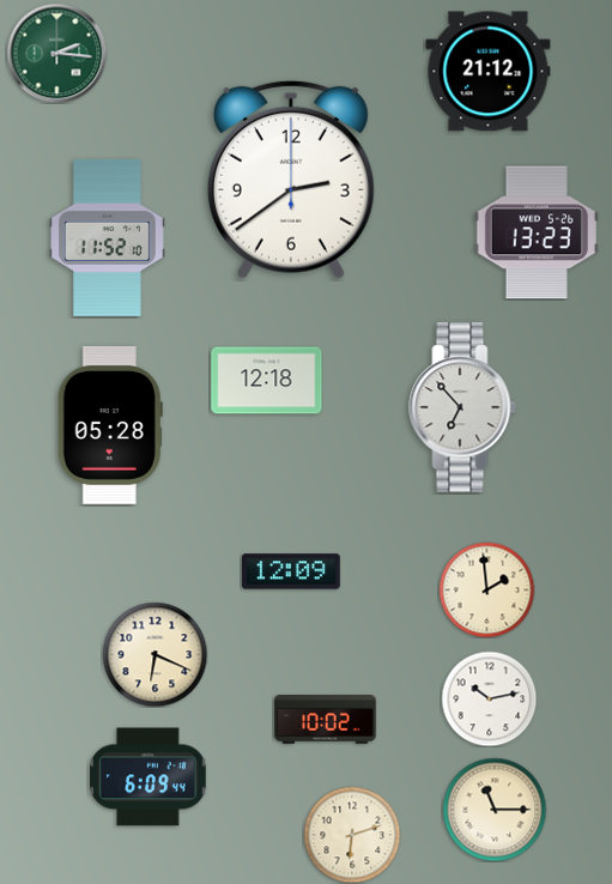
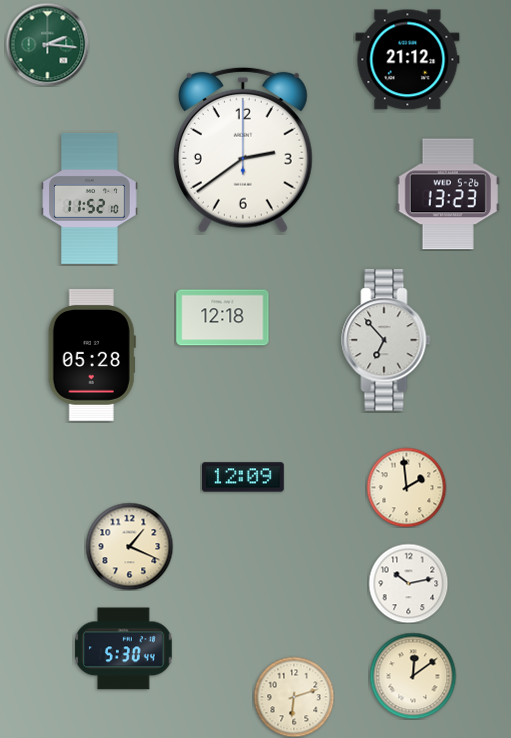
clock at (486, 589) position: (486, 589) -> (406, 487)
clock at (154, 654): 6:19 -> 1:19
clock at (326, 720): 10:02 -> none
clock at (149, 777): 6:09 -> 5:30
clock at (495, 810): 11:15 -> 12:09
